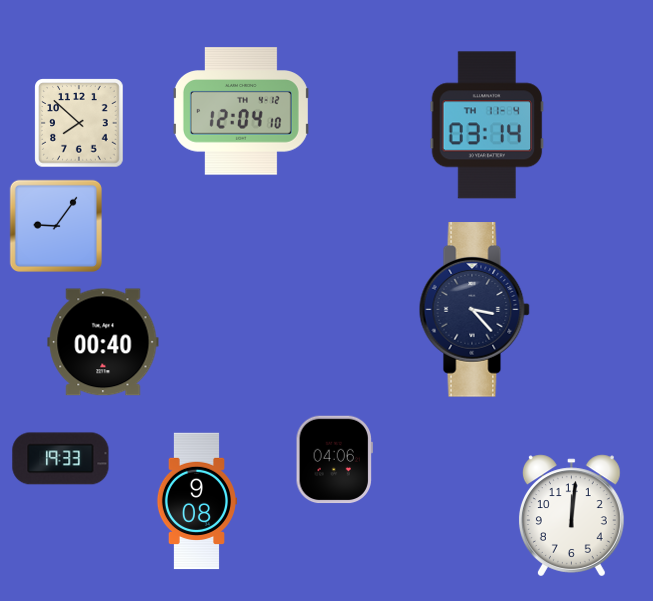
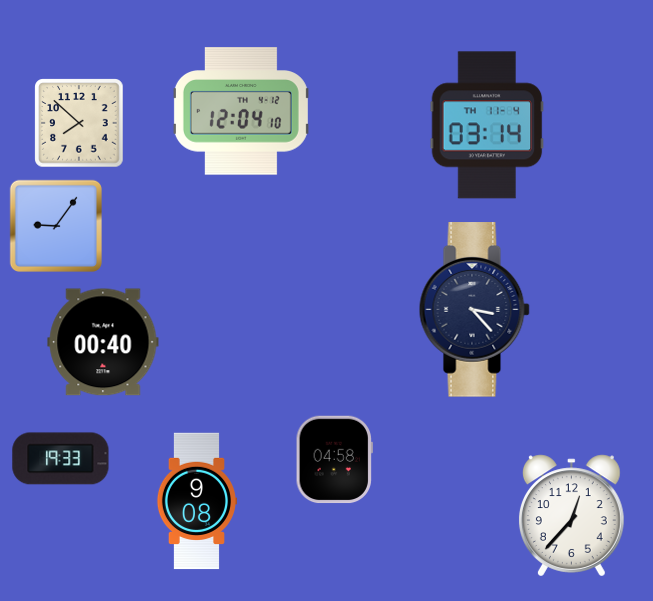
clock at (334, 460): 04:06 -> 04:58
clock at (571, 516): 12:01 -> 12:37
